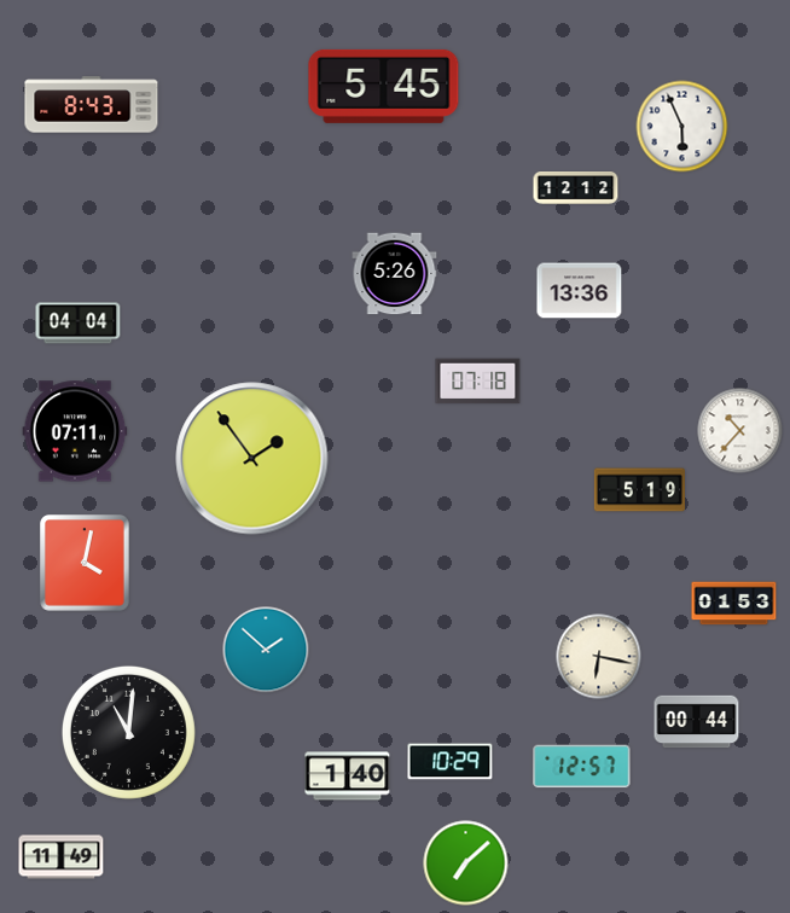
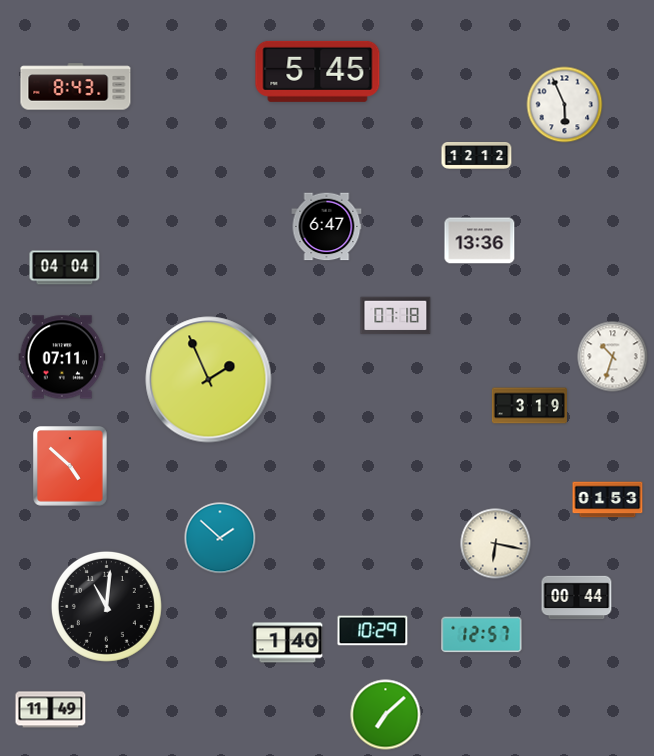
clock at (395, 274): 5:26 -> 6:47
clock at (740, 431): 10:37 -> 10:33
clock at (252, 459): 1:54 -> 1:56
clock at (639, 490): 5:19 -> 3:19
clock at (86, 564): 4:02 -> 4:52
